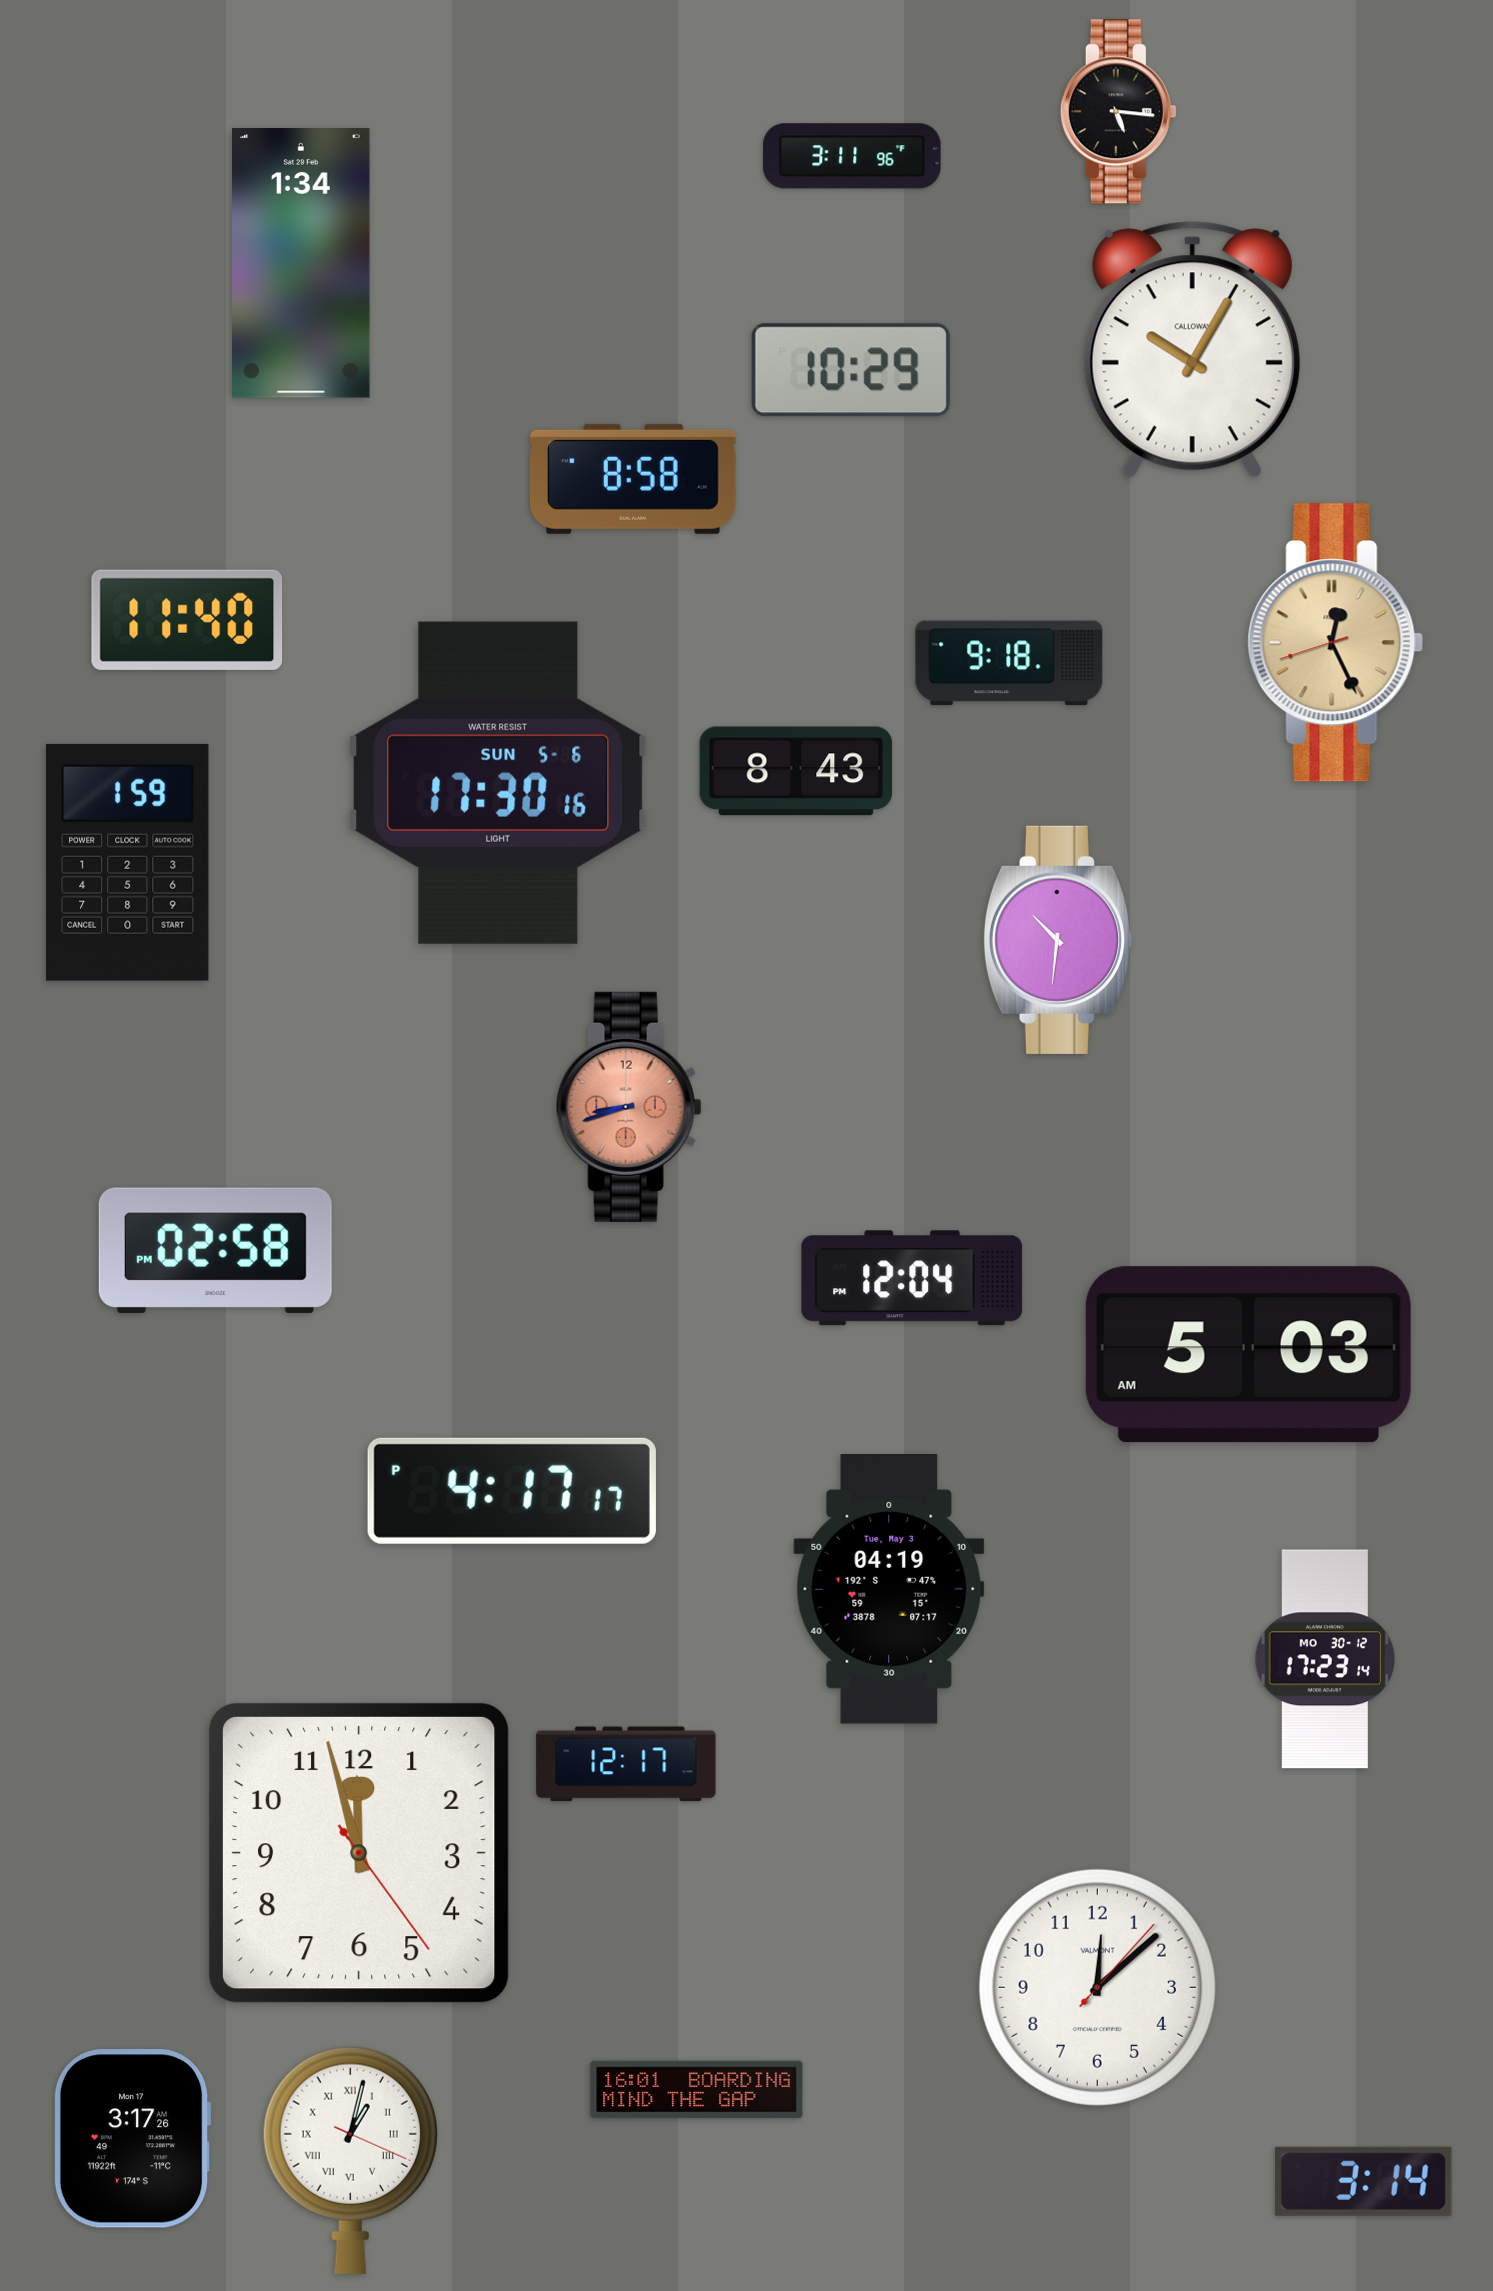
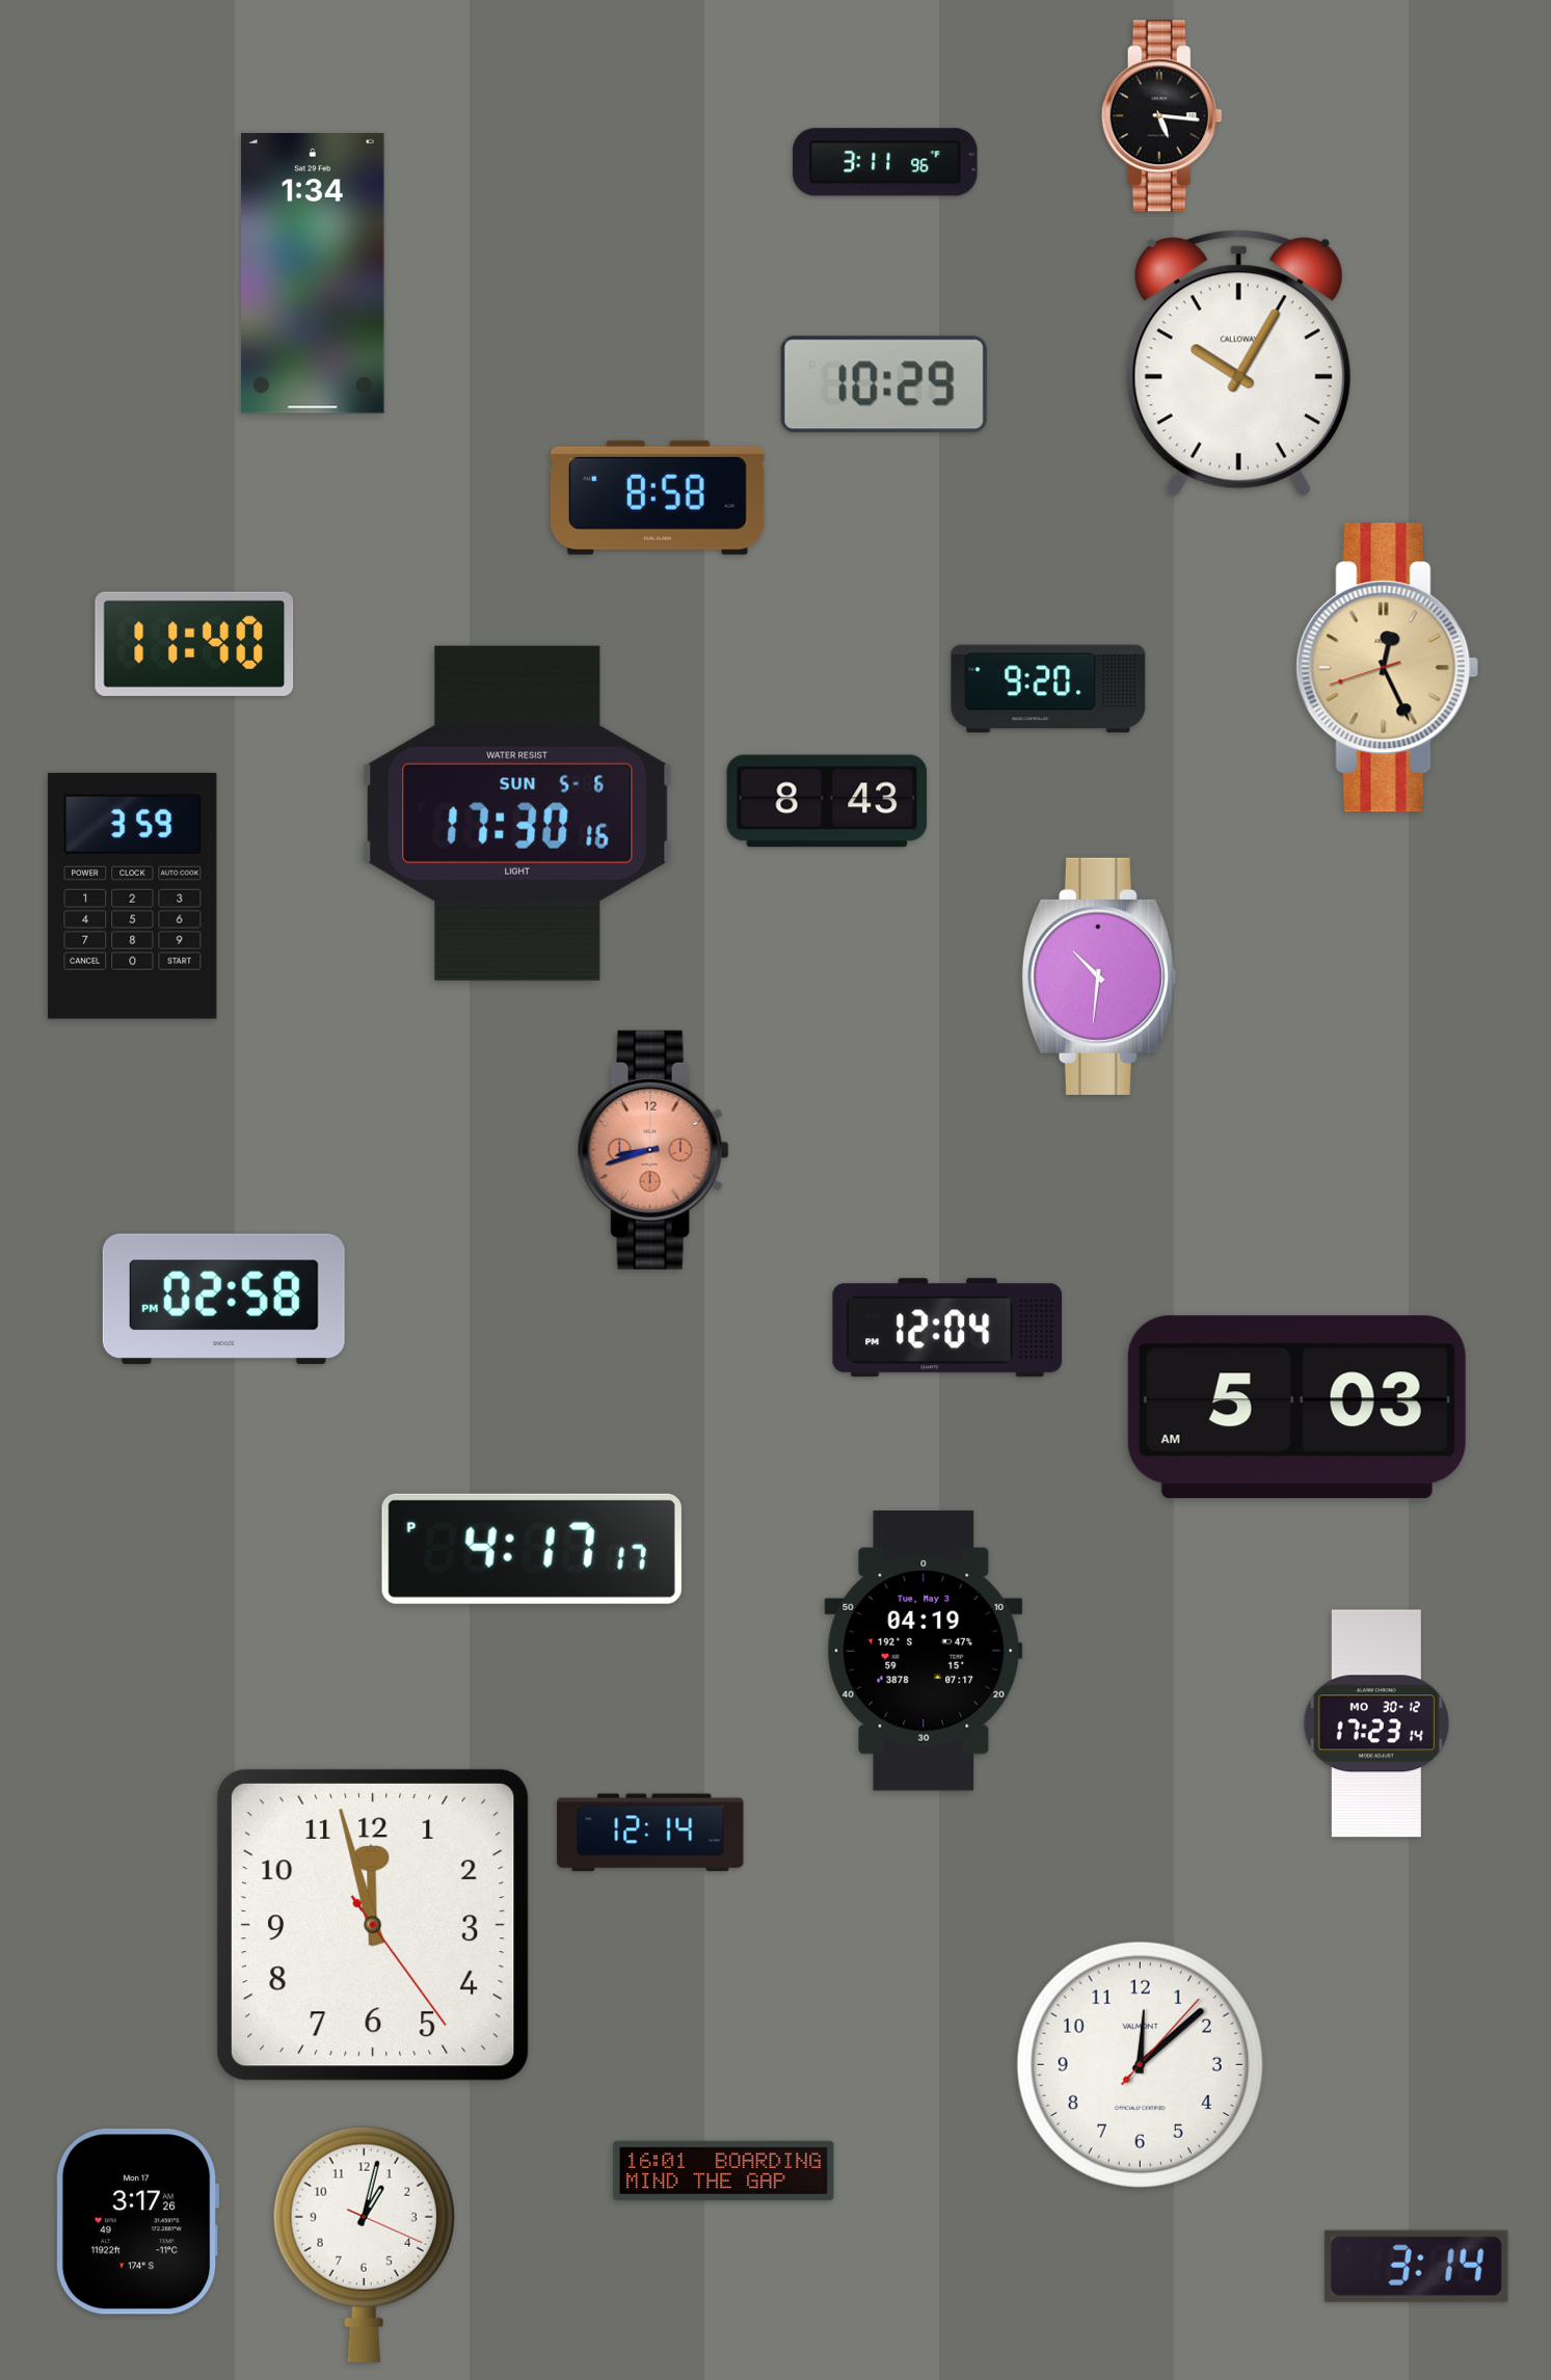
clock at (1009, 663): 9:18 -> 9:20
clock at (128, 862): 1:59 -> 3:59
clock at (626, 1764): 12:17 -> 12:14
clock at (350, 2160) numerals: Roman -> Arabic
